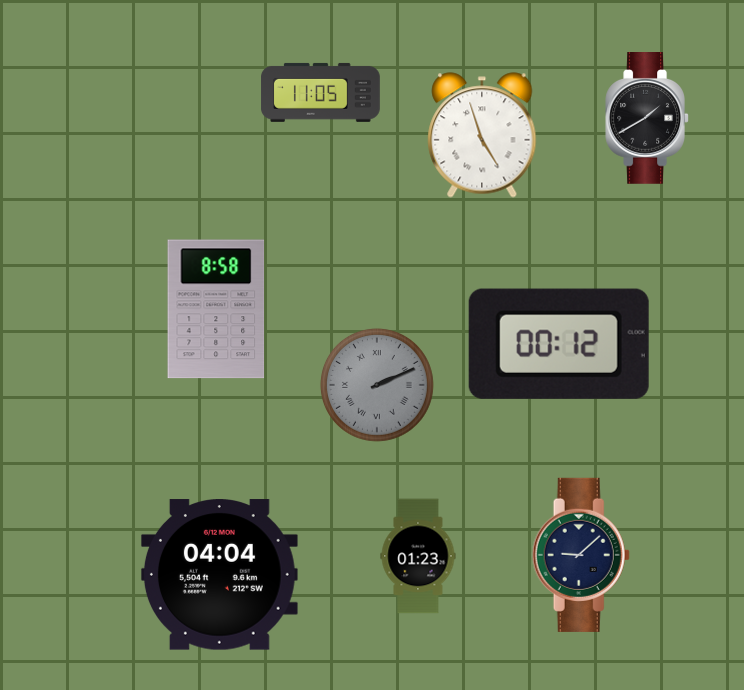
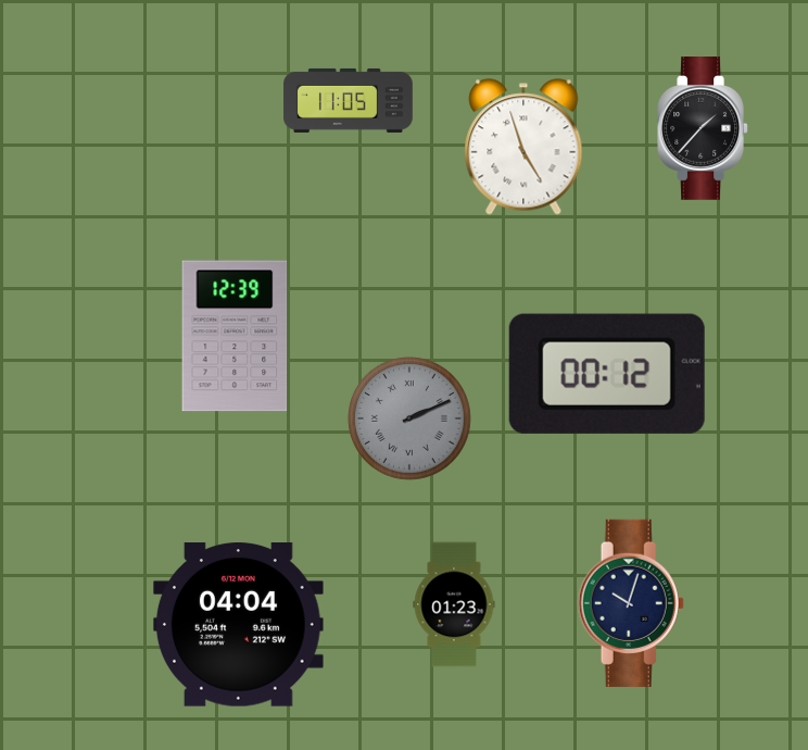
clock at (647, 119): 1:40 -> 1:37
clock at (216, 309): 8:58 -> 12:39
clock at (581, 555): 9:08 -> 10:03
